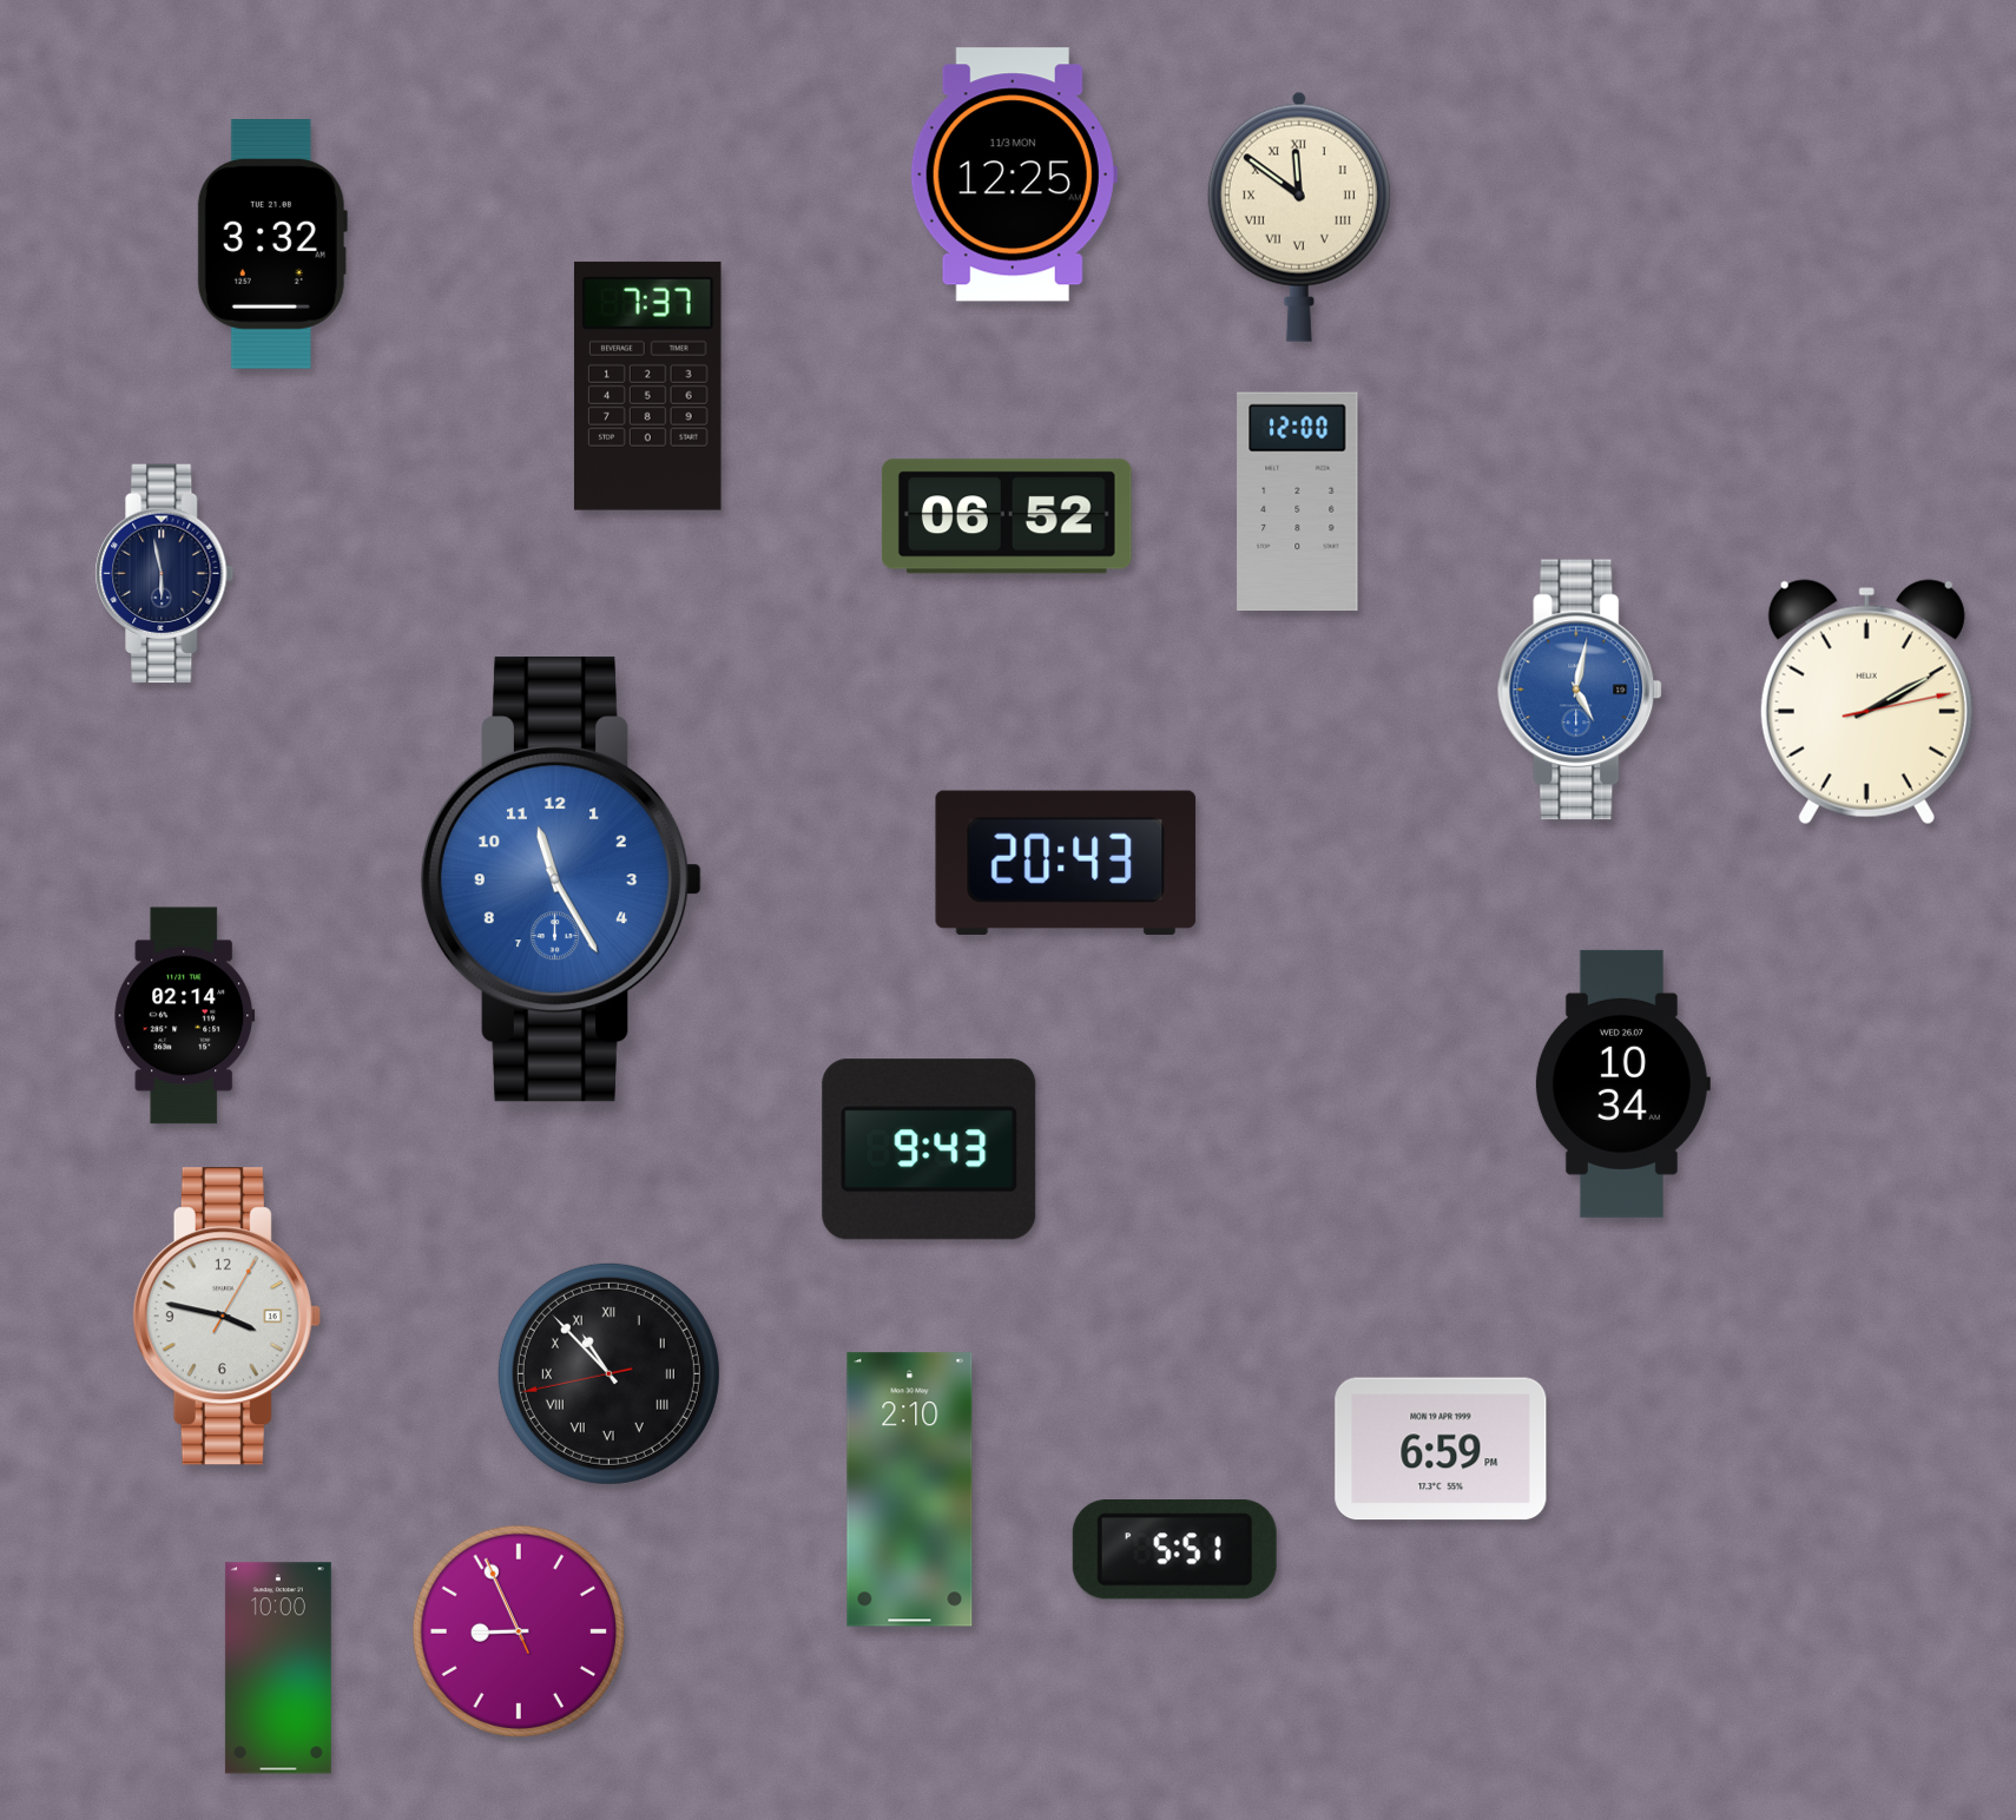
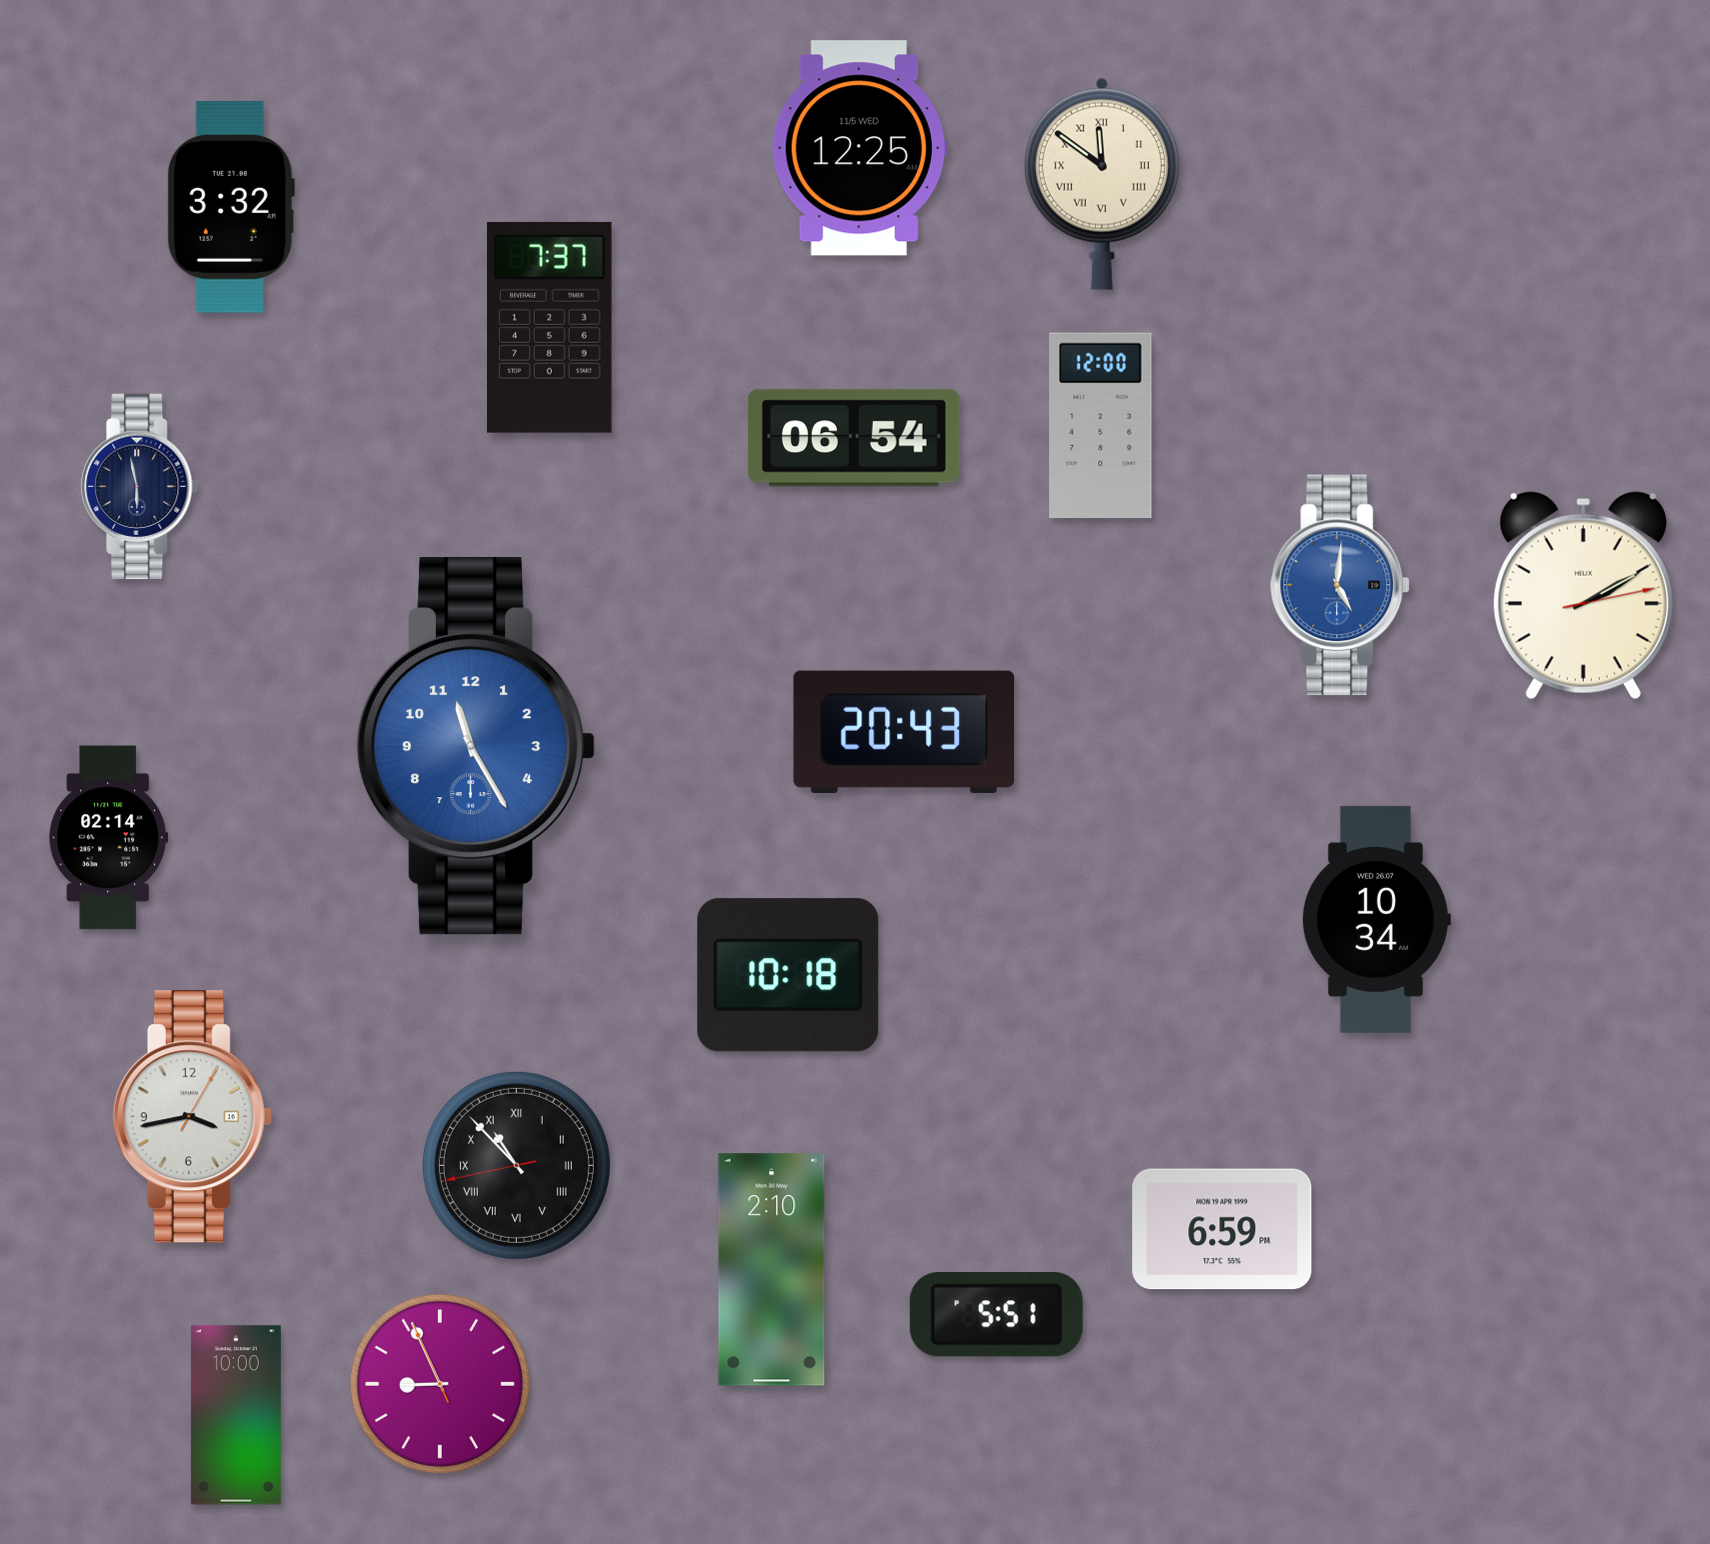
clock at (1014, 174) date: 11/3 MON -> 11/5 WED
clock at (1007, 516): 06:52 -> 06:54
clock at (1581, 690): 5:02 -> 5:01
clock at (185, 1016) position: (185, 1016) -> (109, 838)
clock at (929, 1149): 9:43 -> 10:18
clock at (226, 1317): 3:47 -> 3:43
clock at (910, 1490) position: (910, 1490) -> (772, 1270)
